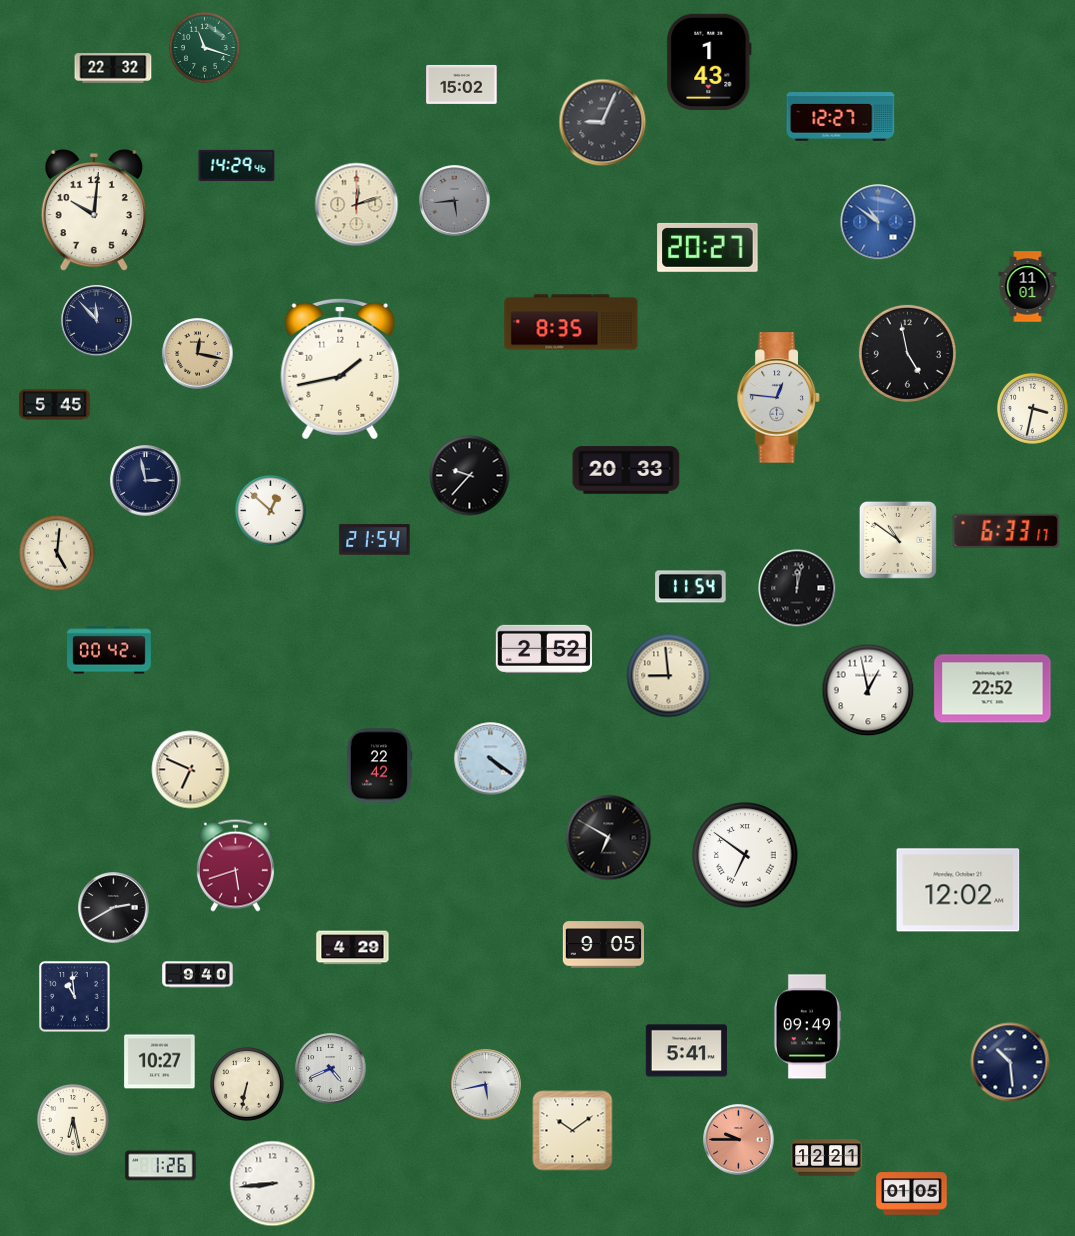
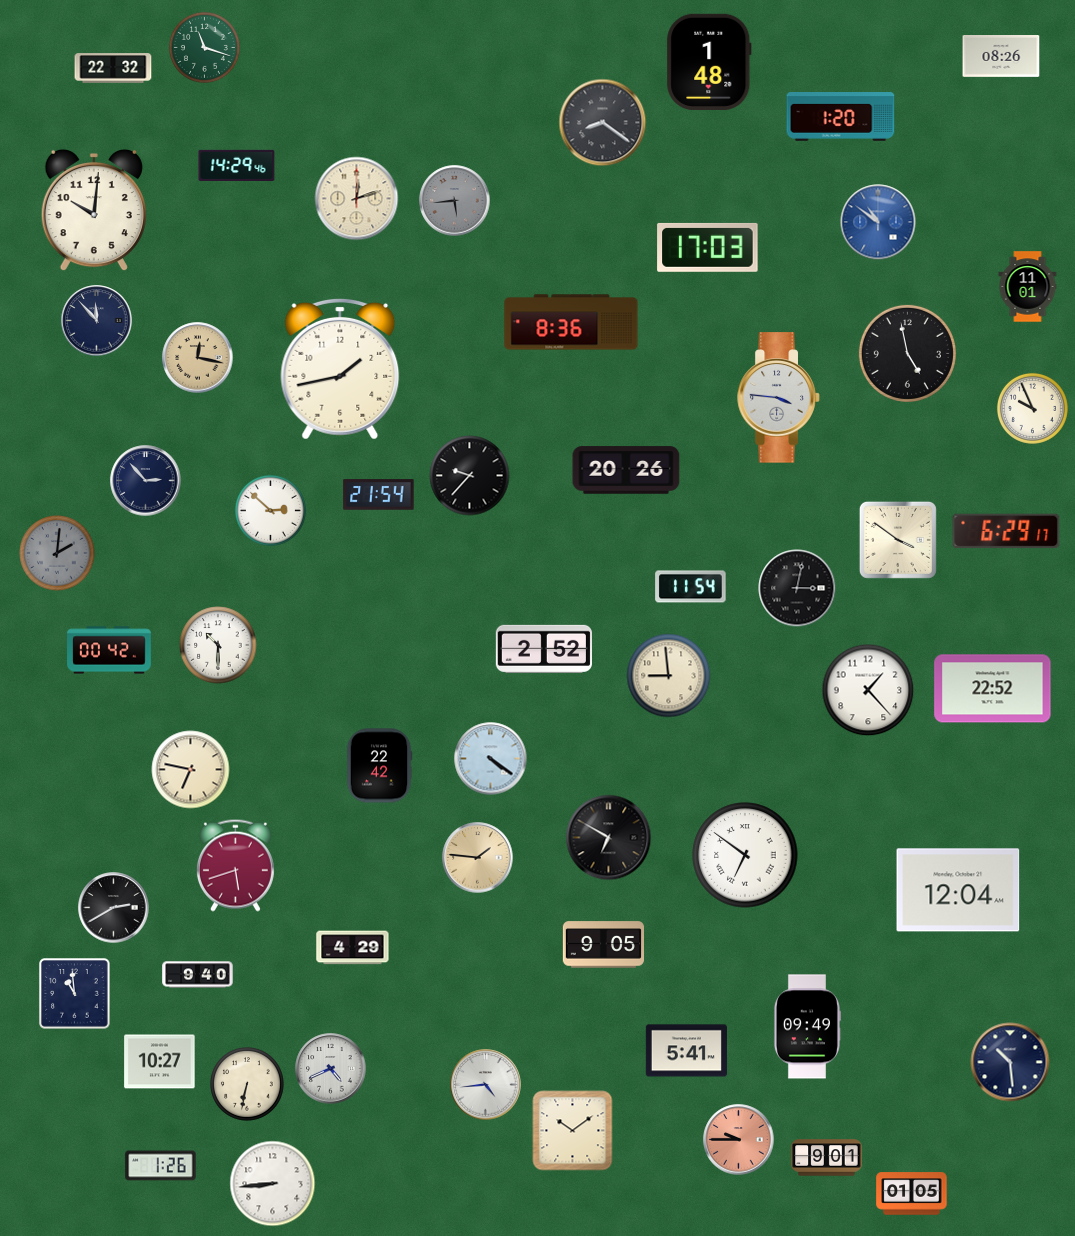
clock at (1001, 57): none -> 08:26
clock at (709, 62): 1:43 -> 1:48
clock at (462, 84): 15:02 -> none
clock at (841, 117): 12:27 -> 1:20
clock at (603, 123): 9:04 -> 8:21
clock at (357, 205) position: (357, 205) -> (357, 199)
clock at (708, 247): 20:27 -> 17:03
clock at (571, 322): 8:35 -> 8:36
clock at (198, 354) position: (198, 354) -> (198, 358)
clock at (779, 398): 12:46 -> 3:46
clock at (55, 405): 5:45 -> none
clock at (1032, 408): 3:32 -> 9:56
clock at (626, 470): 20:33 -> 20:26
clock at (146, 481): 2:58 -> 2:53
clock at (270, 510): 12:52 -> 2:52
clock at (1006, 531): 6:33 -> 6:29
clock at (375, 540) position: (375, 540) -> (379, 495)
clock at (898, 540): 10:51 -> 3:51
clock at (57, 553): 5:01 -> 2:01
clock at (57, 553) dial: cream -> grey
clock at (797, 588): 12:02 -> 3:02
clock at (218, 645): none -> 10:30
clock at (868, 690): 12:58 -> 1:23
clock at (191, 770): 6:49 -> 6:47
clock at (478, 858): none -> 1:46
clock at (958, 890): 12:02 -> 12:04
clock at (75, 997) position: (75, 997) -> (75, 994)
clock at (486, 1085): 5:43 -> 4:44
clock at (73, 1120): 6:28 -> none
clock at (827, 1158): 12:21 -> 9:01
